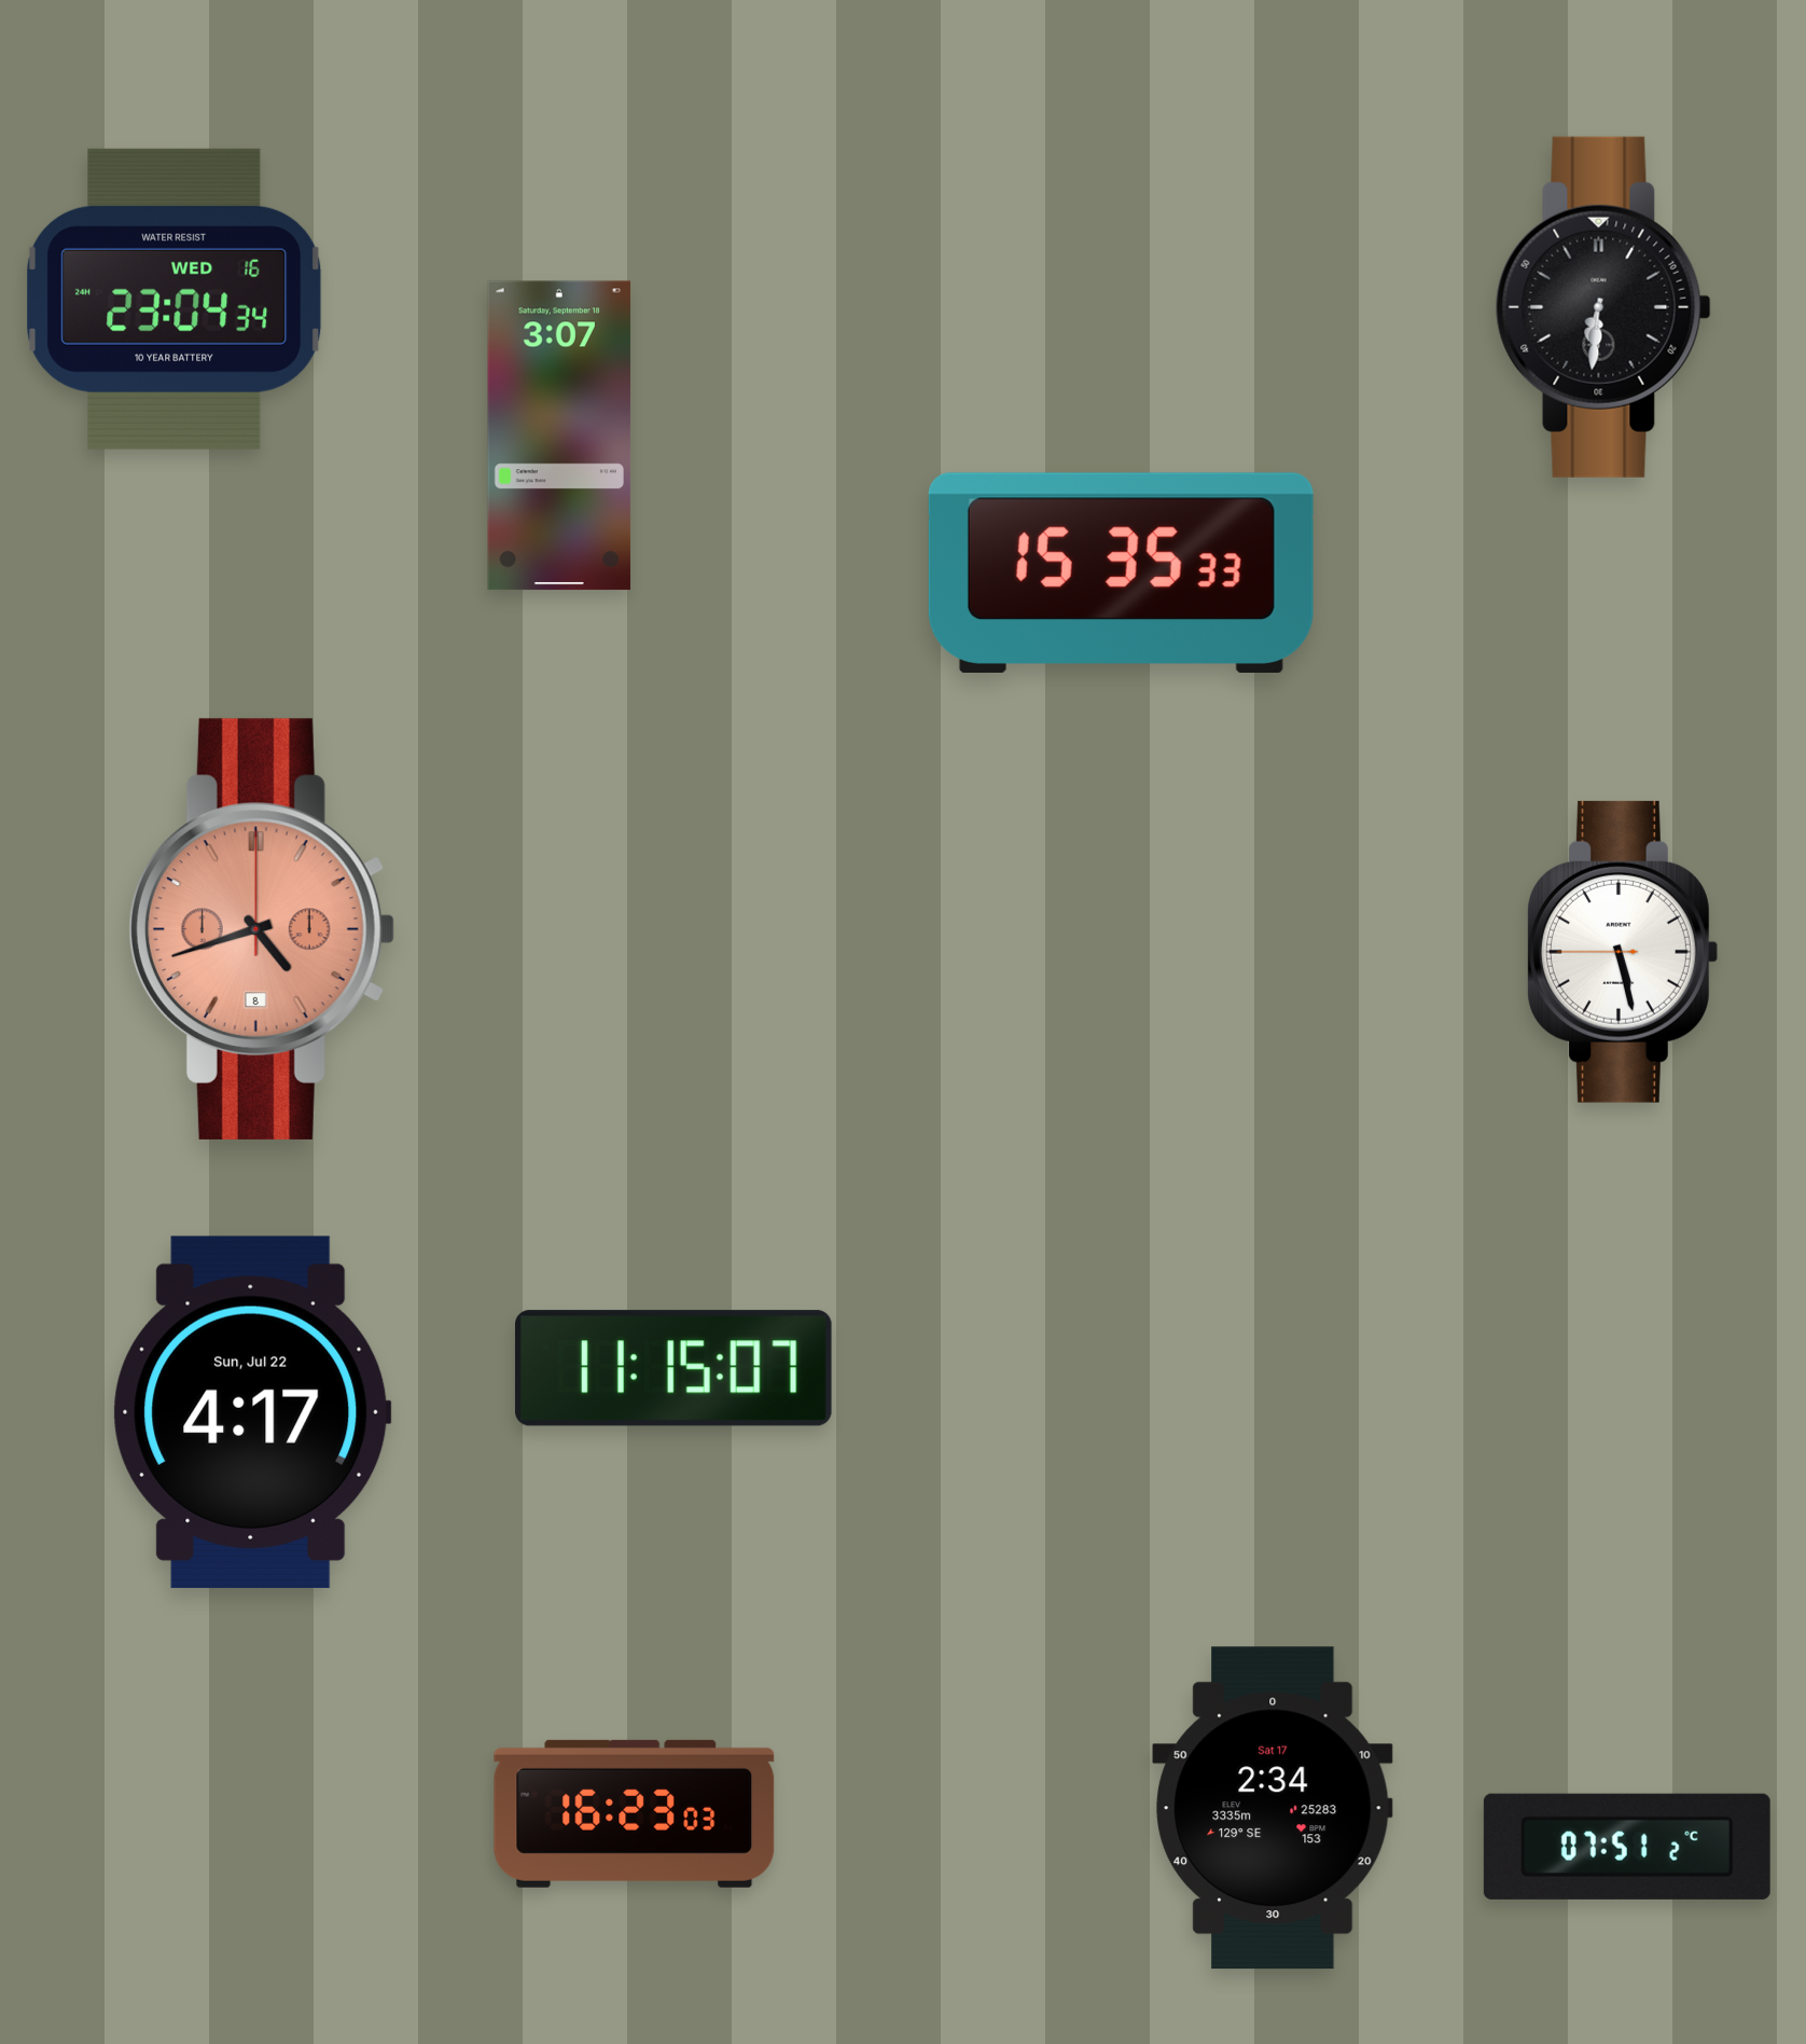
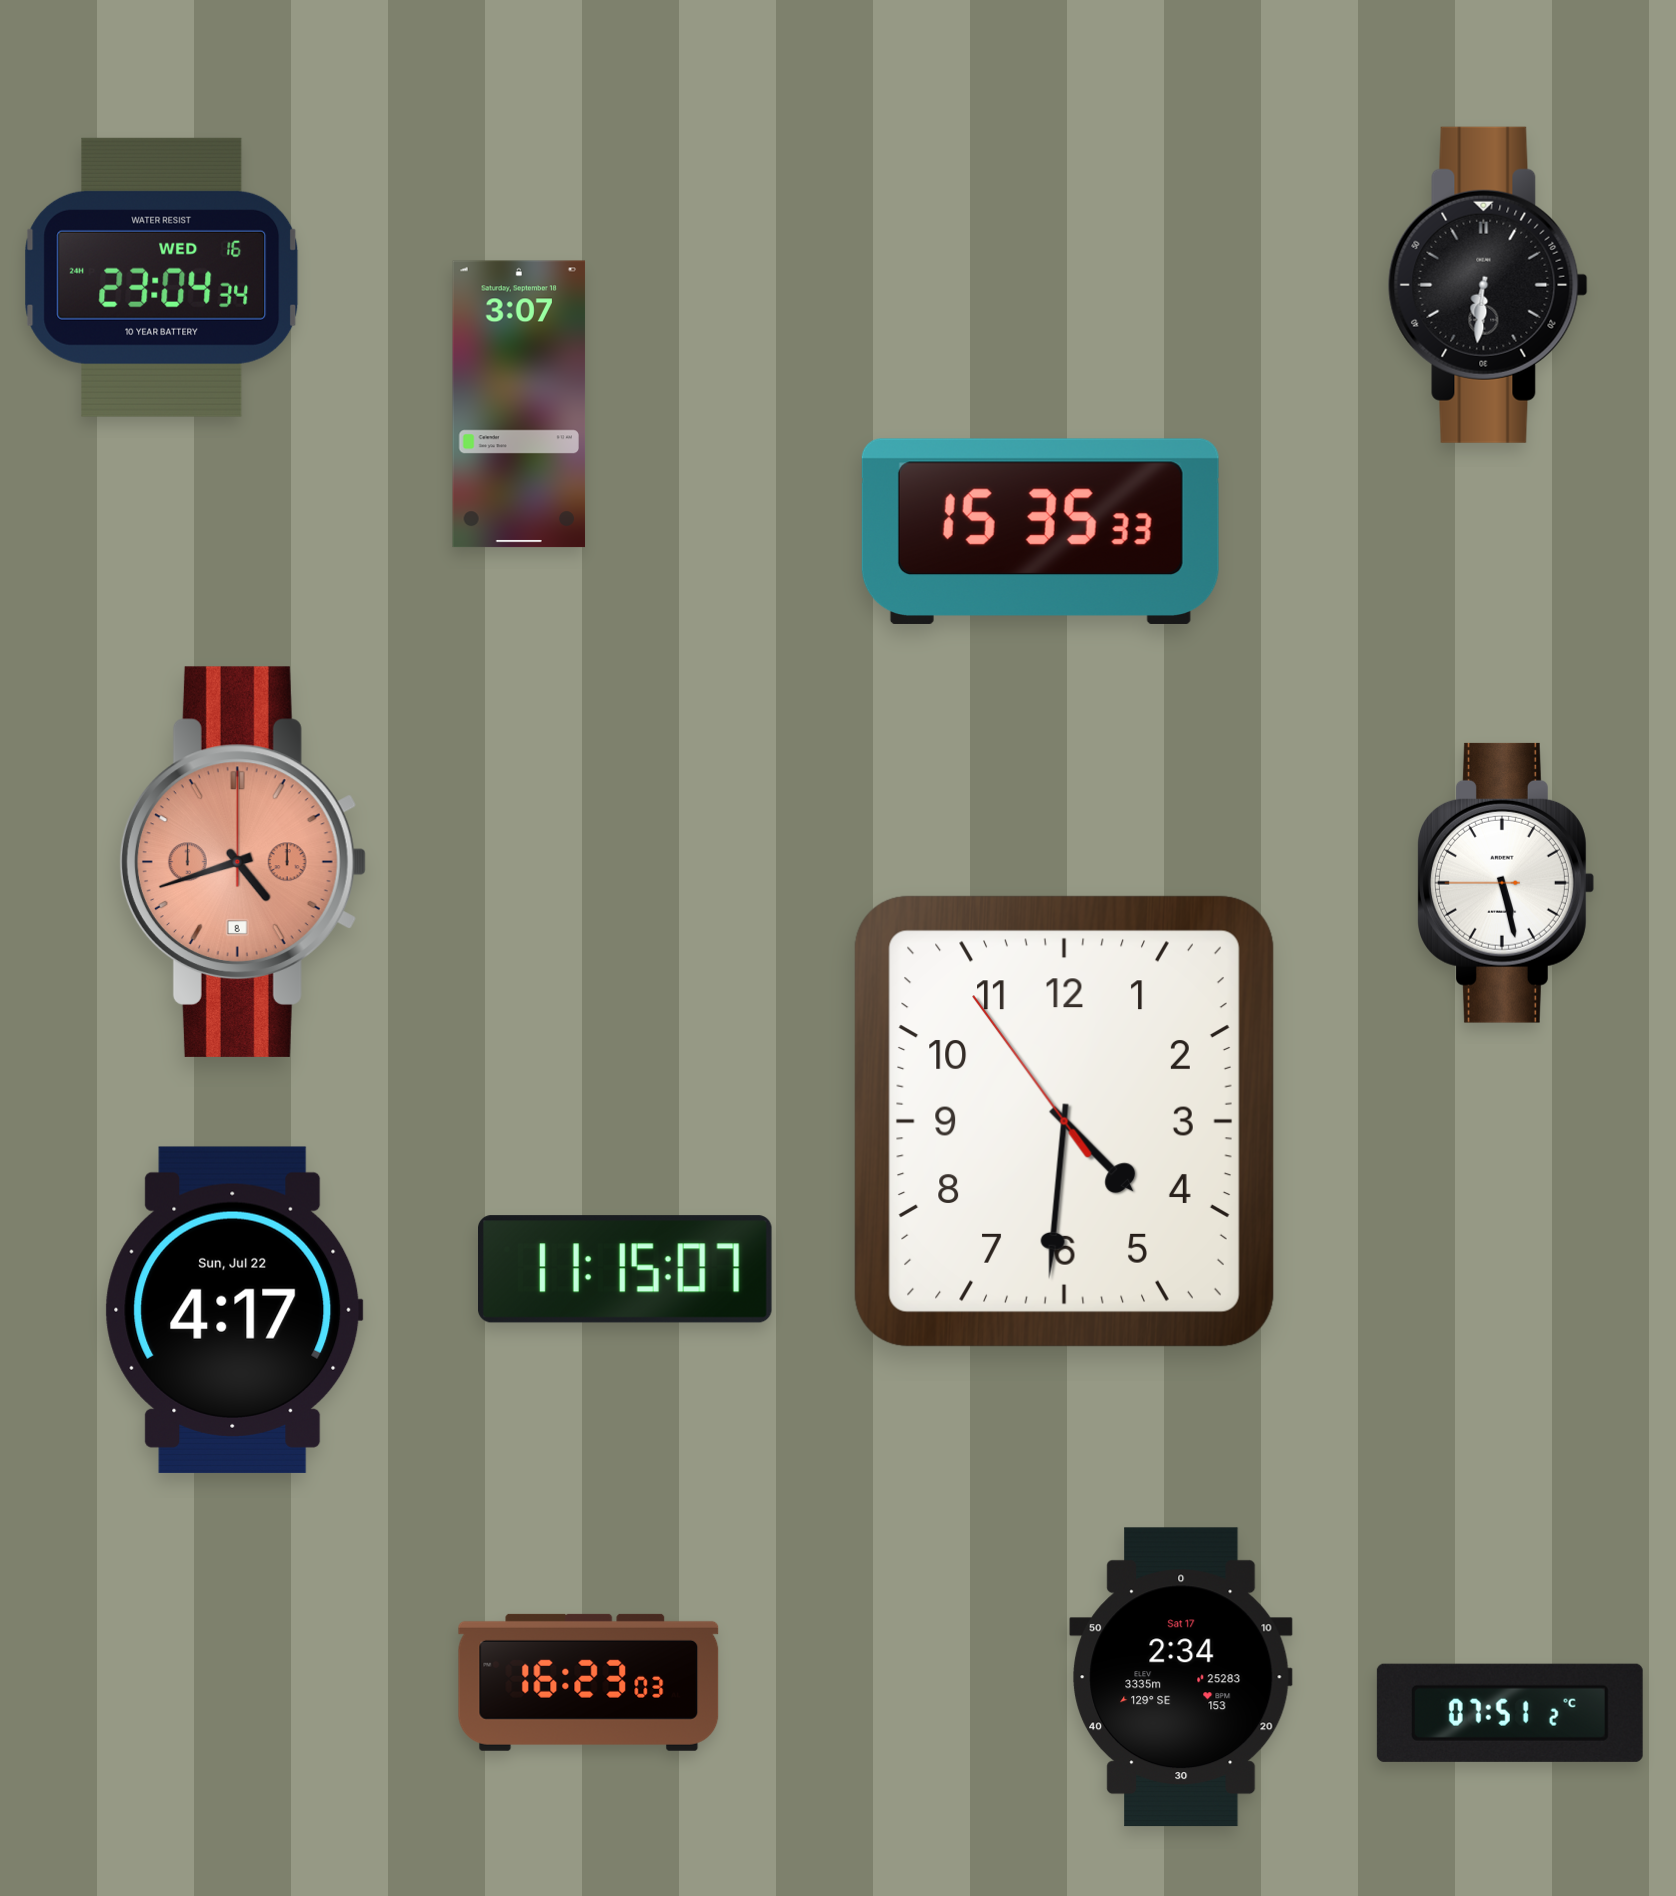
clock at (1064, 1121): none -> 4:30
